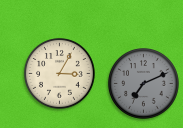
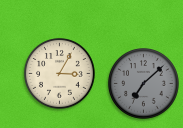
clock at (144, 84): 7:11 -> 7:08
